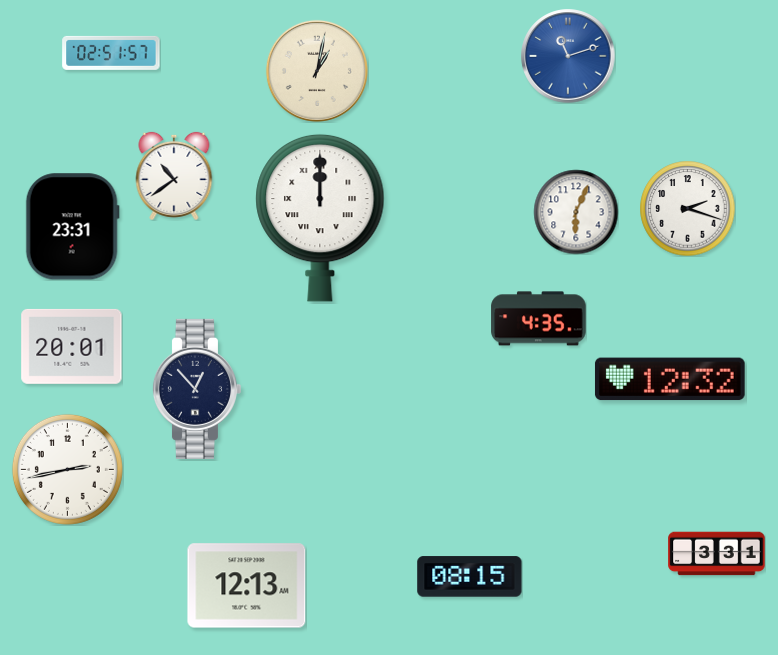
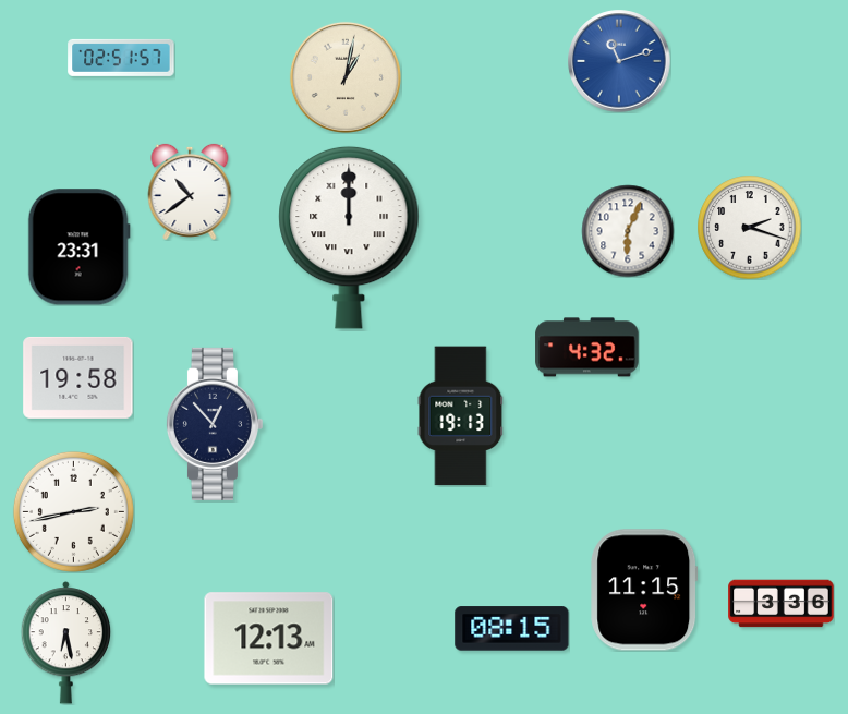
clock at (539, 319): 4:35 -> 4:32
clock at (72, 346): 20:01 -> 19:58
clock at (670, 379): 12:32 -> none
clock at (461, 416): none -> 19:13
clock at (644, 590): none -> 11:15
clock at (717, 554): 3:31 -> 3:36
clock at (66, 643): none -> 6:28
